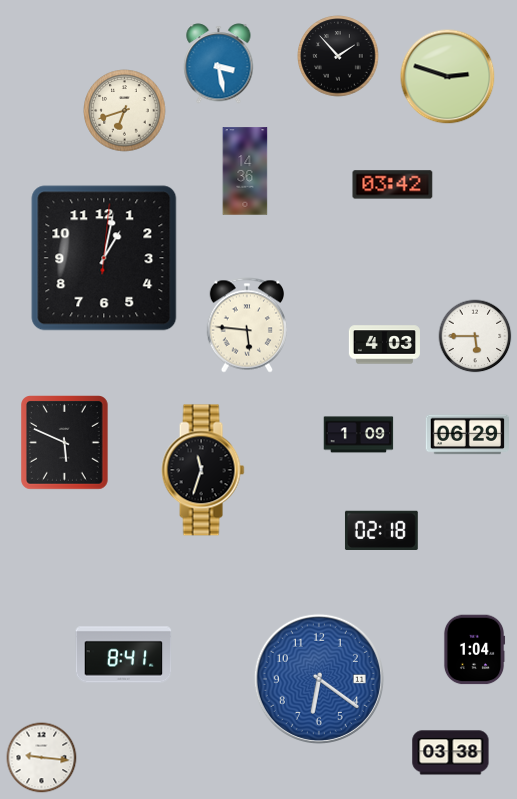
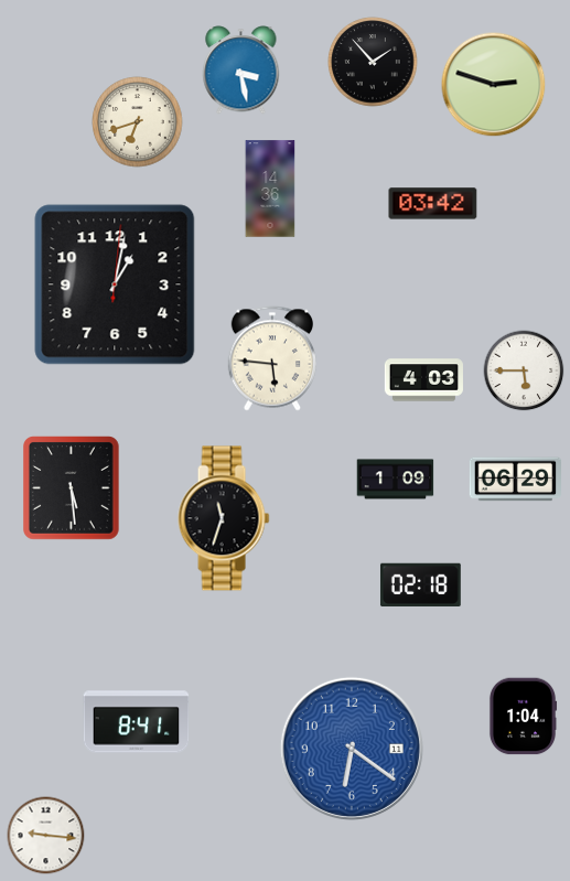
clock at (65, 443): 5:49 -> 5:29
clock at (451, 753): 03:38 -> none
